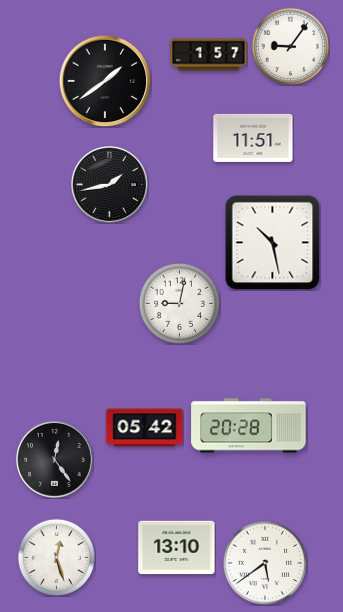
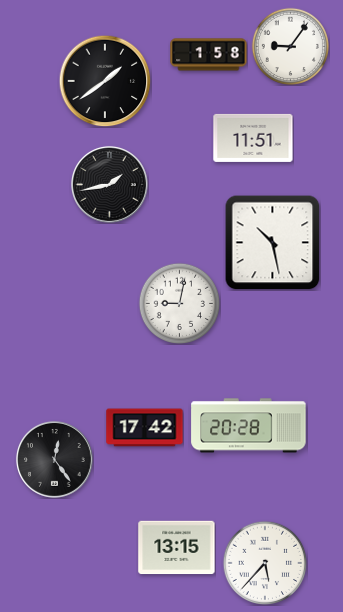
clock at (209, 55): 1:57 -> 1:58
clock at (145, 428): 05:42 -> 17:42
clock at (177, 548): 13:10 -> 13:15
clock at (56, 557): 12:27 -> none
clock at (265, 563): 5:39 -> 5:37
